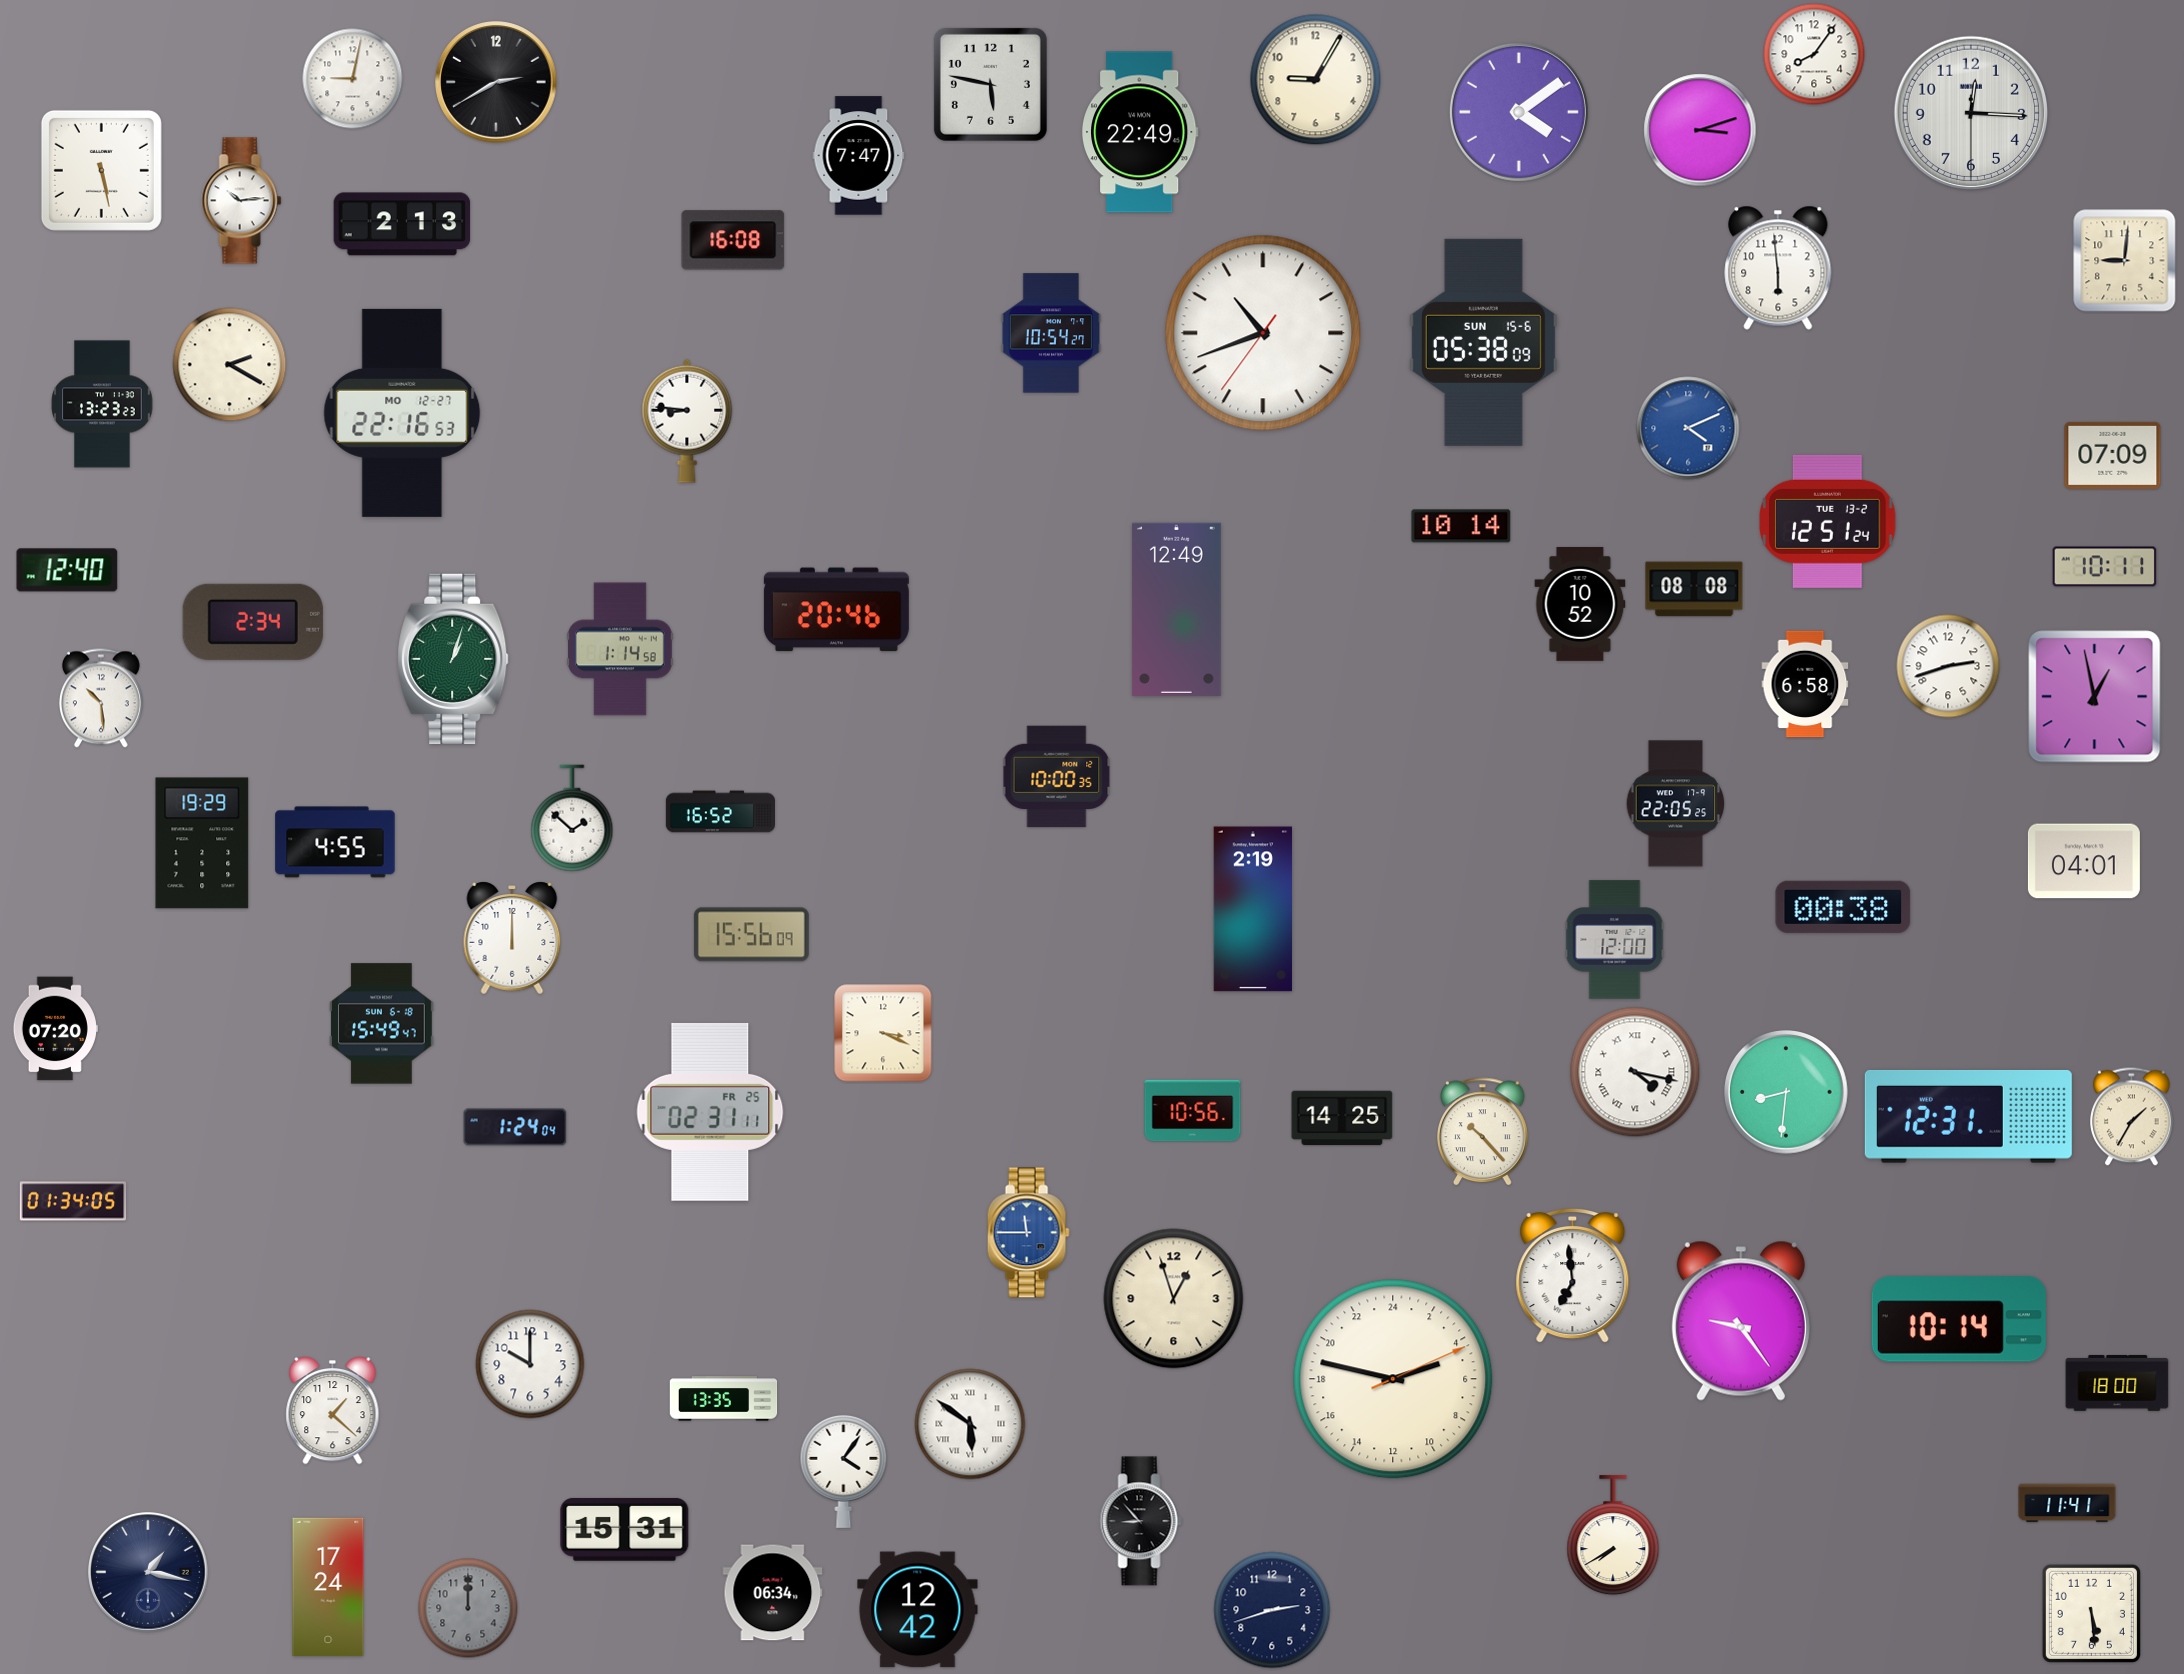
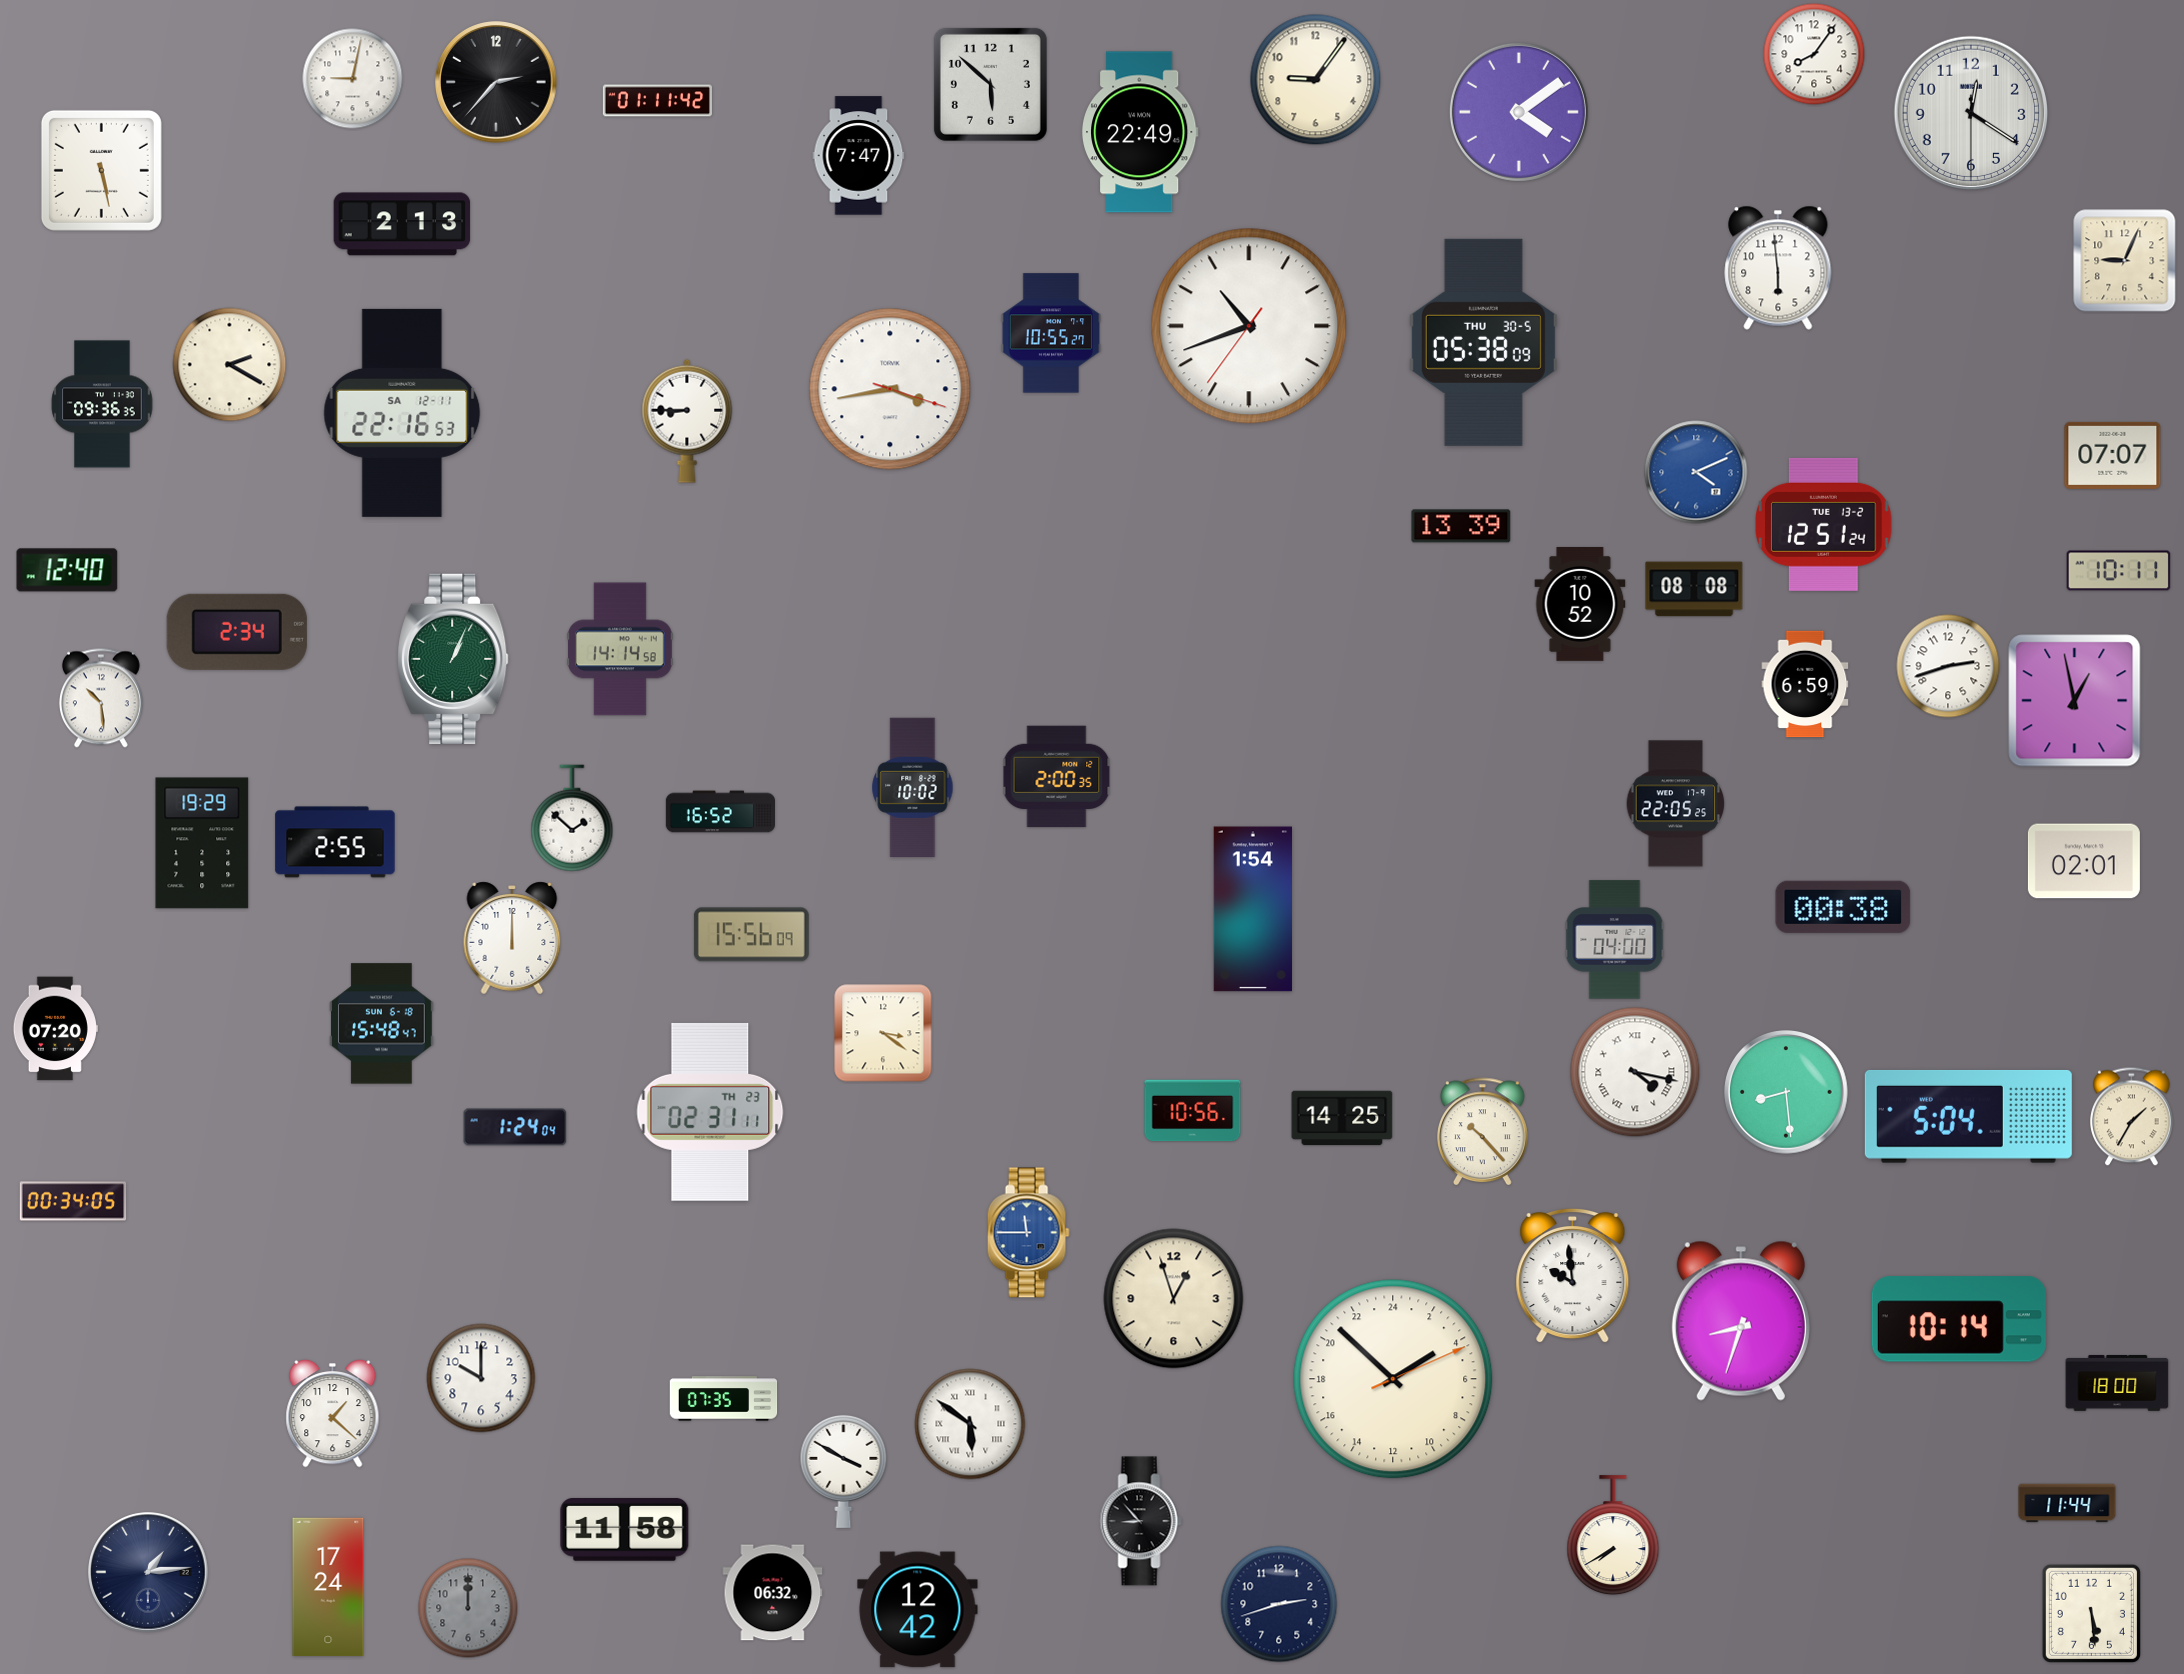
clock at (1316, 80): 9:05 -> 9:06
clock at (496, 82): 2:40 -> 2:37
clock at (990, 84): 5:47 -> 5:52
clock at (657, 101): none -> 01:11
clock at (1970, 112): 12:15 -> 12:20
clock at (1700, 130): 3:12 -> none
clock at (242, 201): 10:14 -> none
clock at (733, 240): 16:08 -> none
clock at (2125, 261): 9:01 -> 9:04
clock at (1051, 333): 10:54 -> 10:55
clock at (1263, 333) position: (1263, 333) -> (1249, 326)
clock at (1483, 342) date: SUN 15-6 -> THU 30-5
clock at (890, 389): none -> 3:43
clock at (102, 404): 13:23 -> 09:36
clock at (402, 413) date: MO 12-27 -> SA 12-11
clock at (687, 421): 8:46 -> 8:45
clock at (1688, 428) position: (1688, 428) -> (1696, 472)
clock at (2113, 455): 07:09 -> 07:07
clock at (1828, 521) position: (1828, 521) -> (1824, 524)
clock at (1461, 526): 10:14 -> 13:39
clock at (2105, 567) position: (2105, 567) -> (2119, 571)
clock at (1176, 609): 12:49 -> none
clock at (836, 610): 20:46 -> none
clock at (253, 622) position: (253, 622) -> (237, 632)
clock at (621, 649): 1:14 -> 14:14
clock at (453, 659): 1:03 -> 1:04
clock at (1805, 684): 6:58 -> 6:59
clock at (2095, 697) position: (2095, 697) -> (2075, 701)
clock at (1057, 777): 10:00 -> 2:00
clock at (913, 787): none -> 10:02
clock at (335, 842): 4:55 -> 2:55
clock at (2084, 861): 04:01 -> 02:01
clock at (1252, 909): 2:19 -> 1:54
clock at (1615, 940): 12:00 -> 04:00
clock at (382, 1024): 15:49 -> 15:48
clock at (883, 1033): 3:19 -> 3:21
clock at (1787, 1093): 8:31 -> 8:29
clock at (710, 1112) date: FR 25 -> TH 23
clock at (1968, 1116): 12:31 -> 5:04
clock at (73, 1201): 01:34 -> 00:34
clock at (1573, 1276): 6:59 -> 9:59
clock at (1741, 1321): 9:24 -> 8:33
clock at (530, 1364) position: (530, 1364) -> (481, 1378)
clock at (1393, 1379): 4:47 -> 3:52
clock at (724, 1399): 13:35 -> 07:35
clock at (333, 1410) position: (333, 1410) -> (333, 1413)
clock at (844, 1471): 4:06 -> 3:50
clock at (2067, 1503): 11:41 -> 11:44
clock at (625, 1529): 15:31 -> 11:58
clock at (148, 1572): 1:17 -> 1:14
clock at (773, 1593): 06:34 -> 06:32
clock at (1272, 1610) position: (1272, 1610) -> (1279, 1604)
